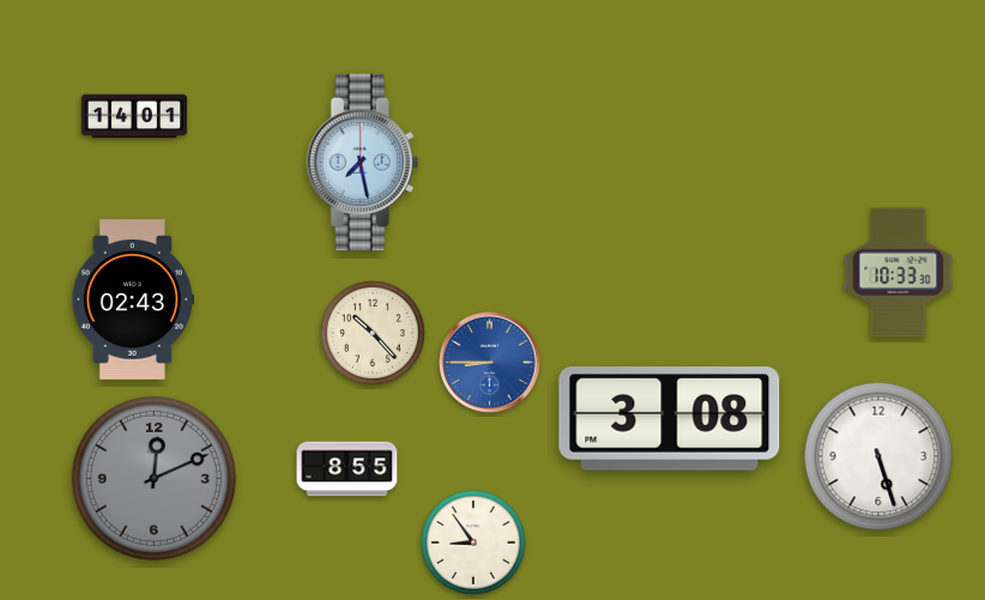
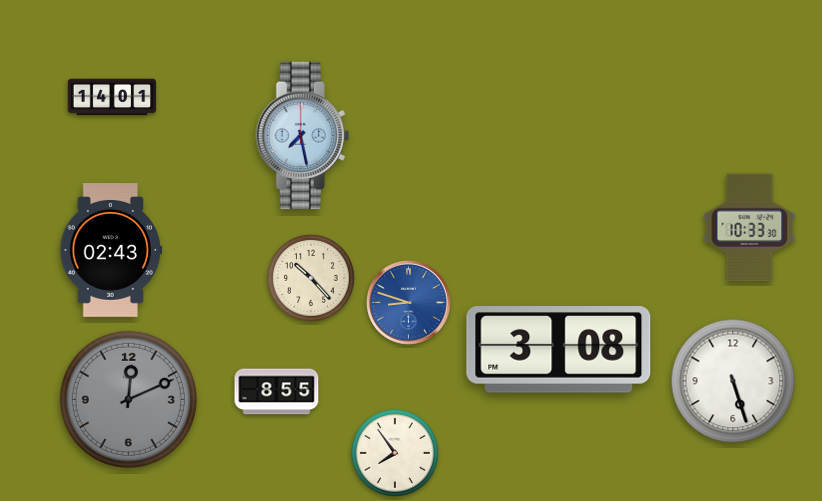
clock at (490, 363): 8:45 -> 8:48
clock at (348, 469) position: (348, 469) -> (277, 392)
clock at (473, 543): 8:54 -> 7:54
